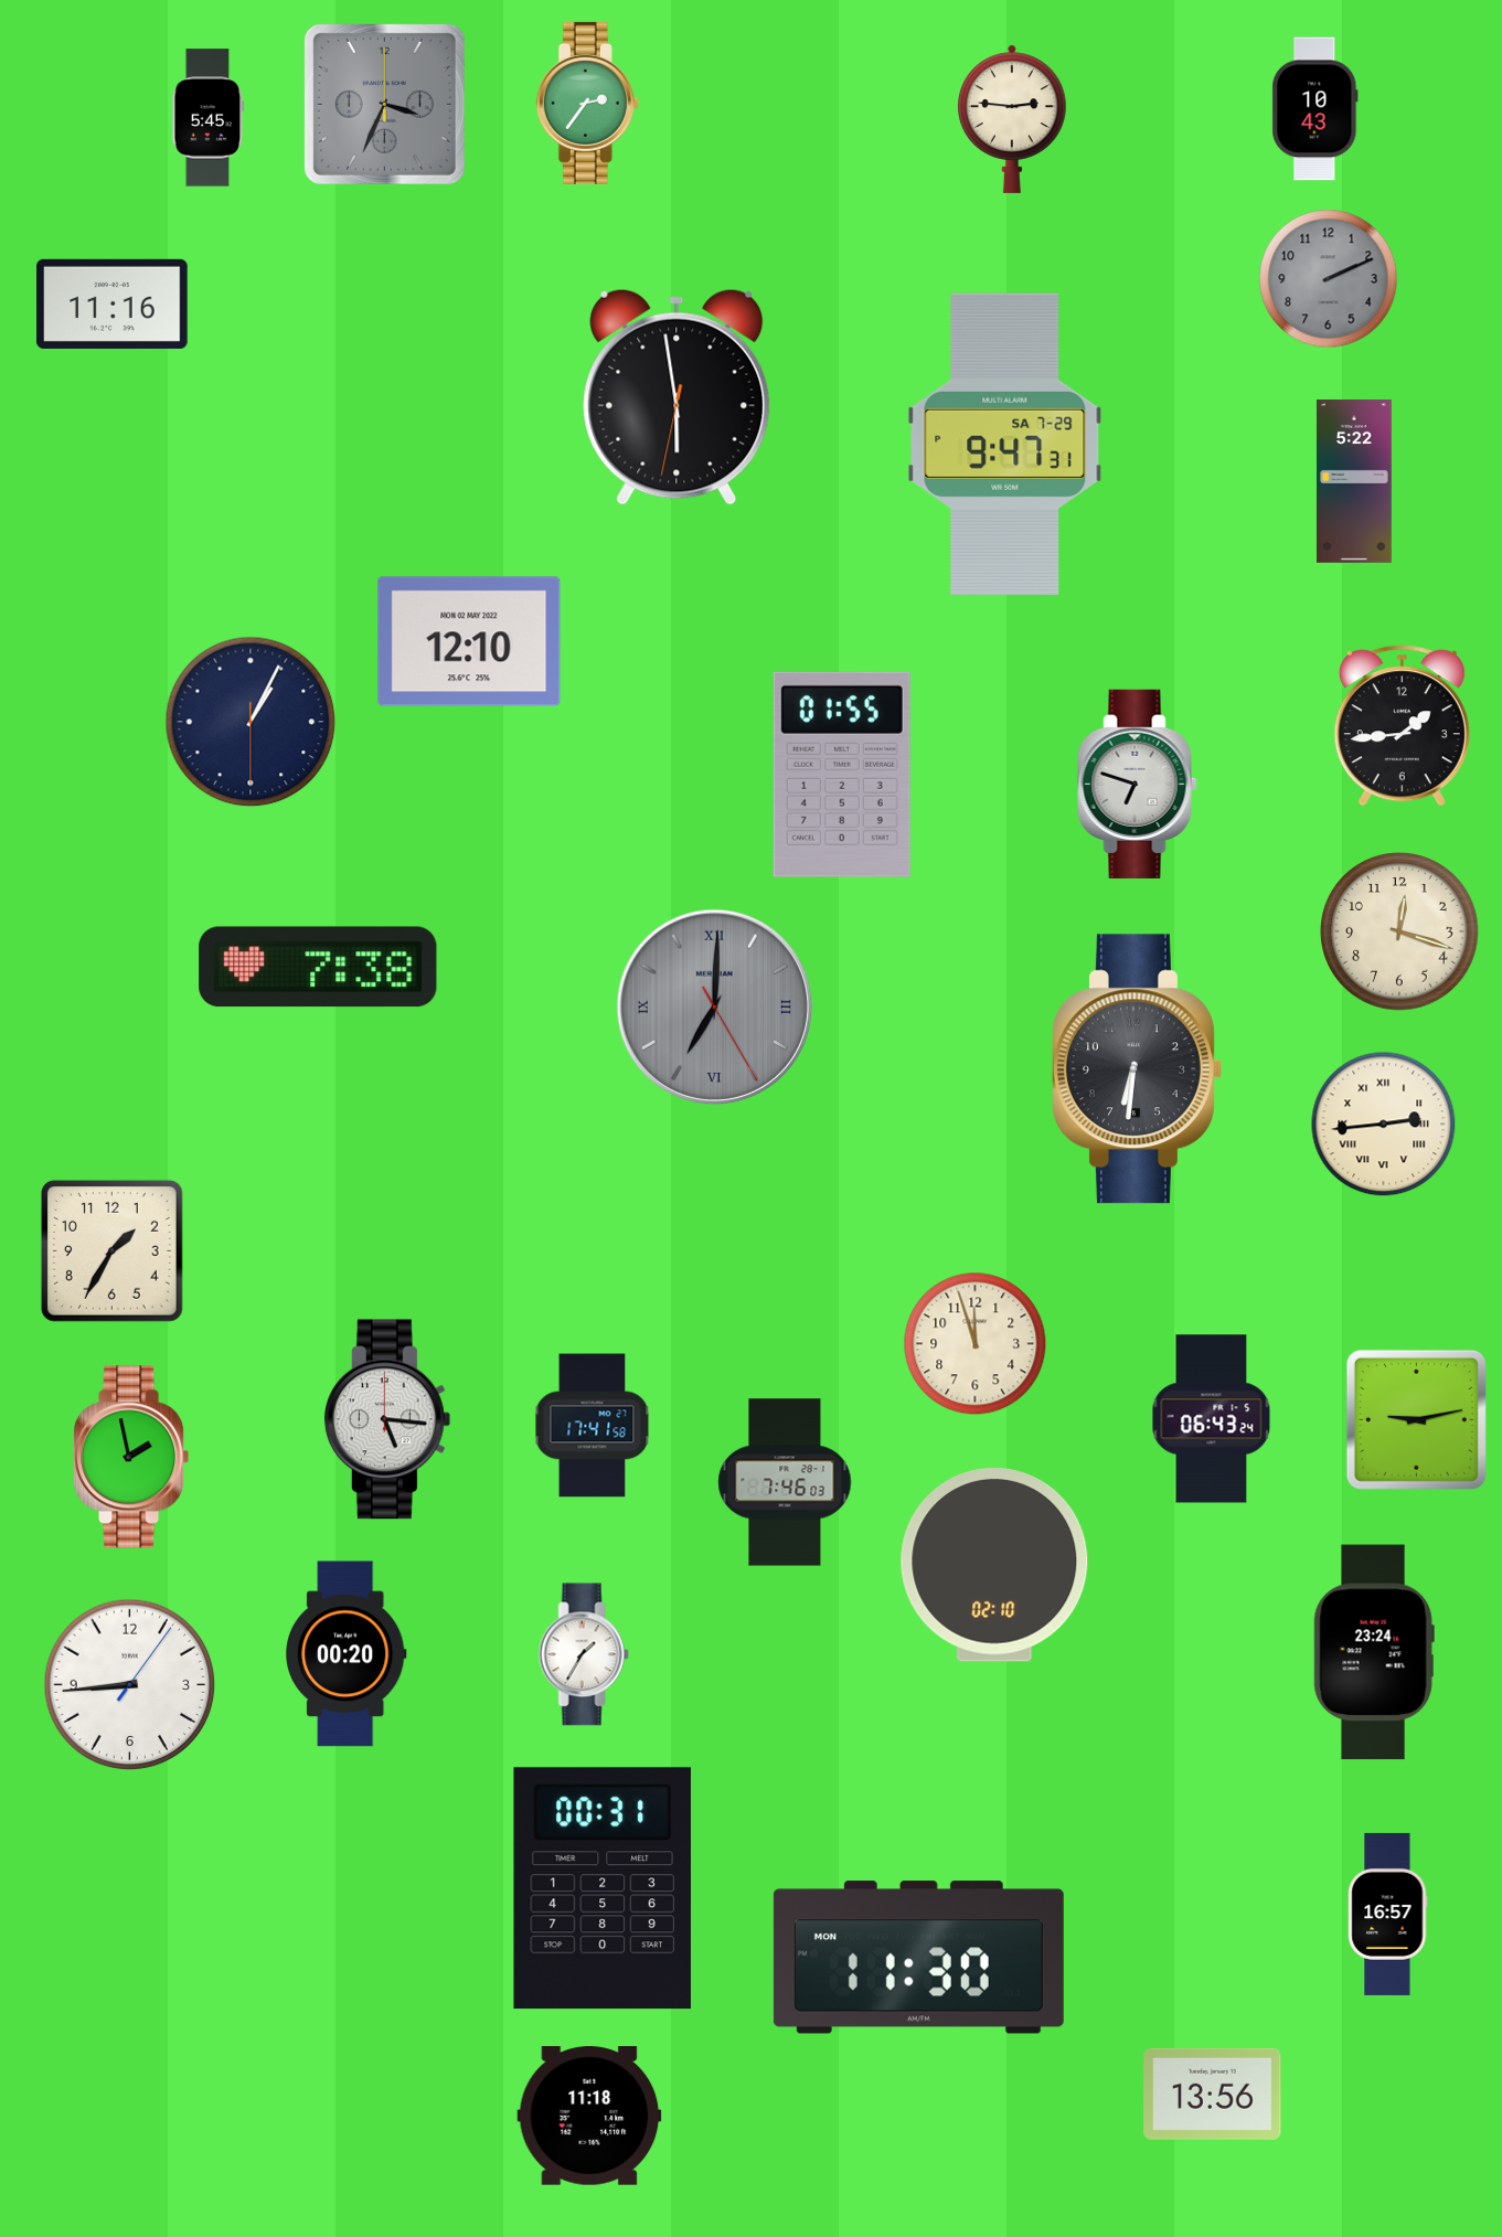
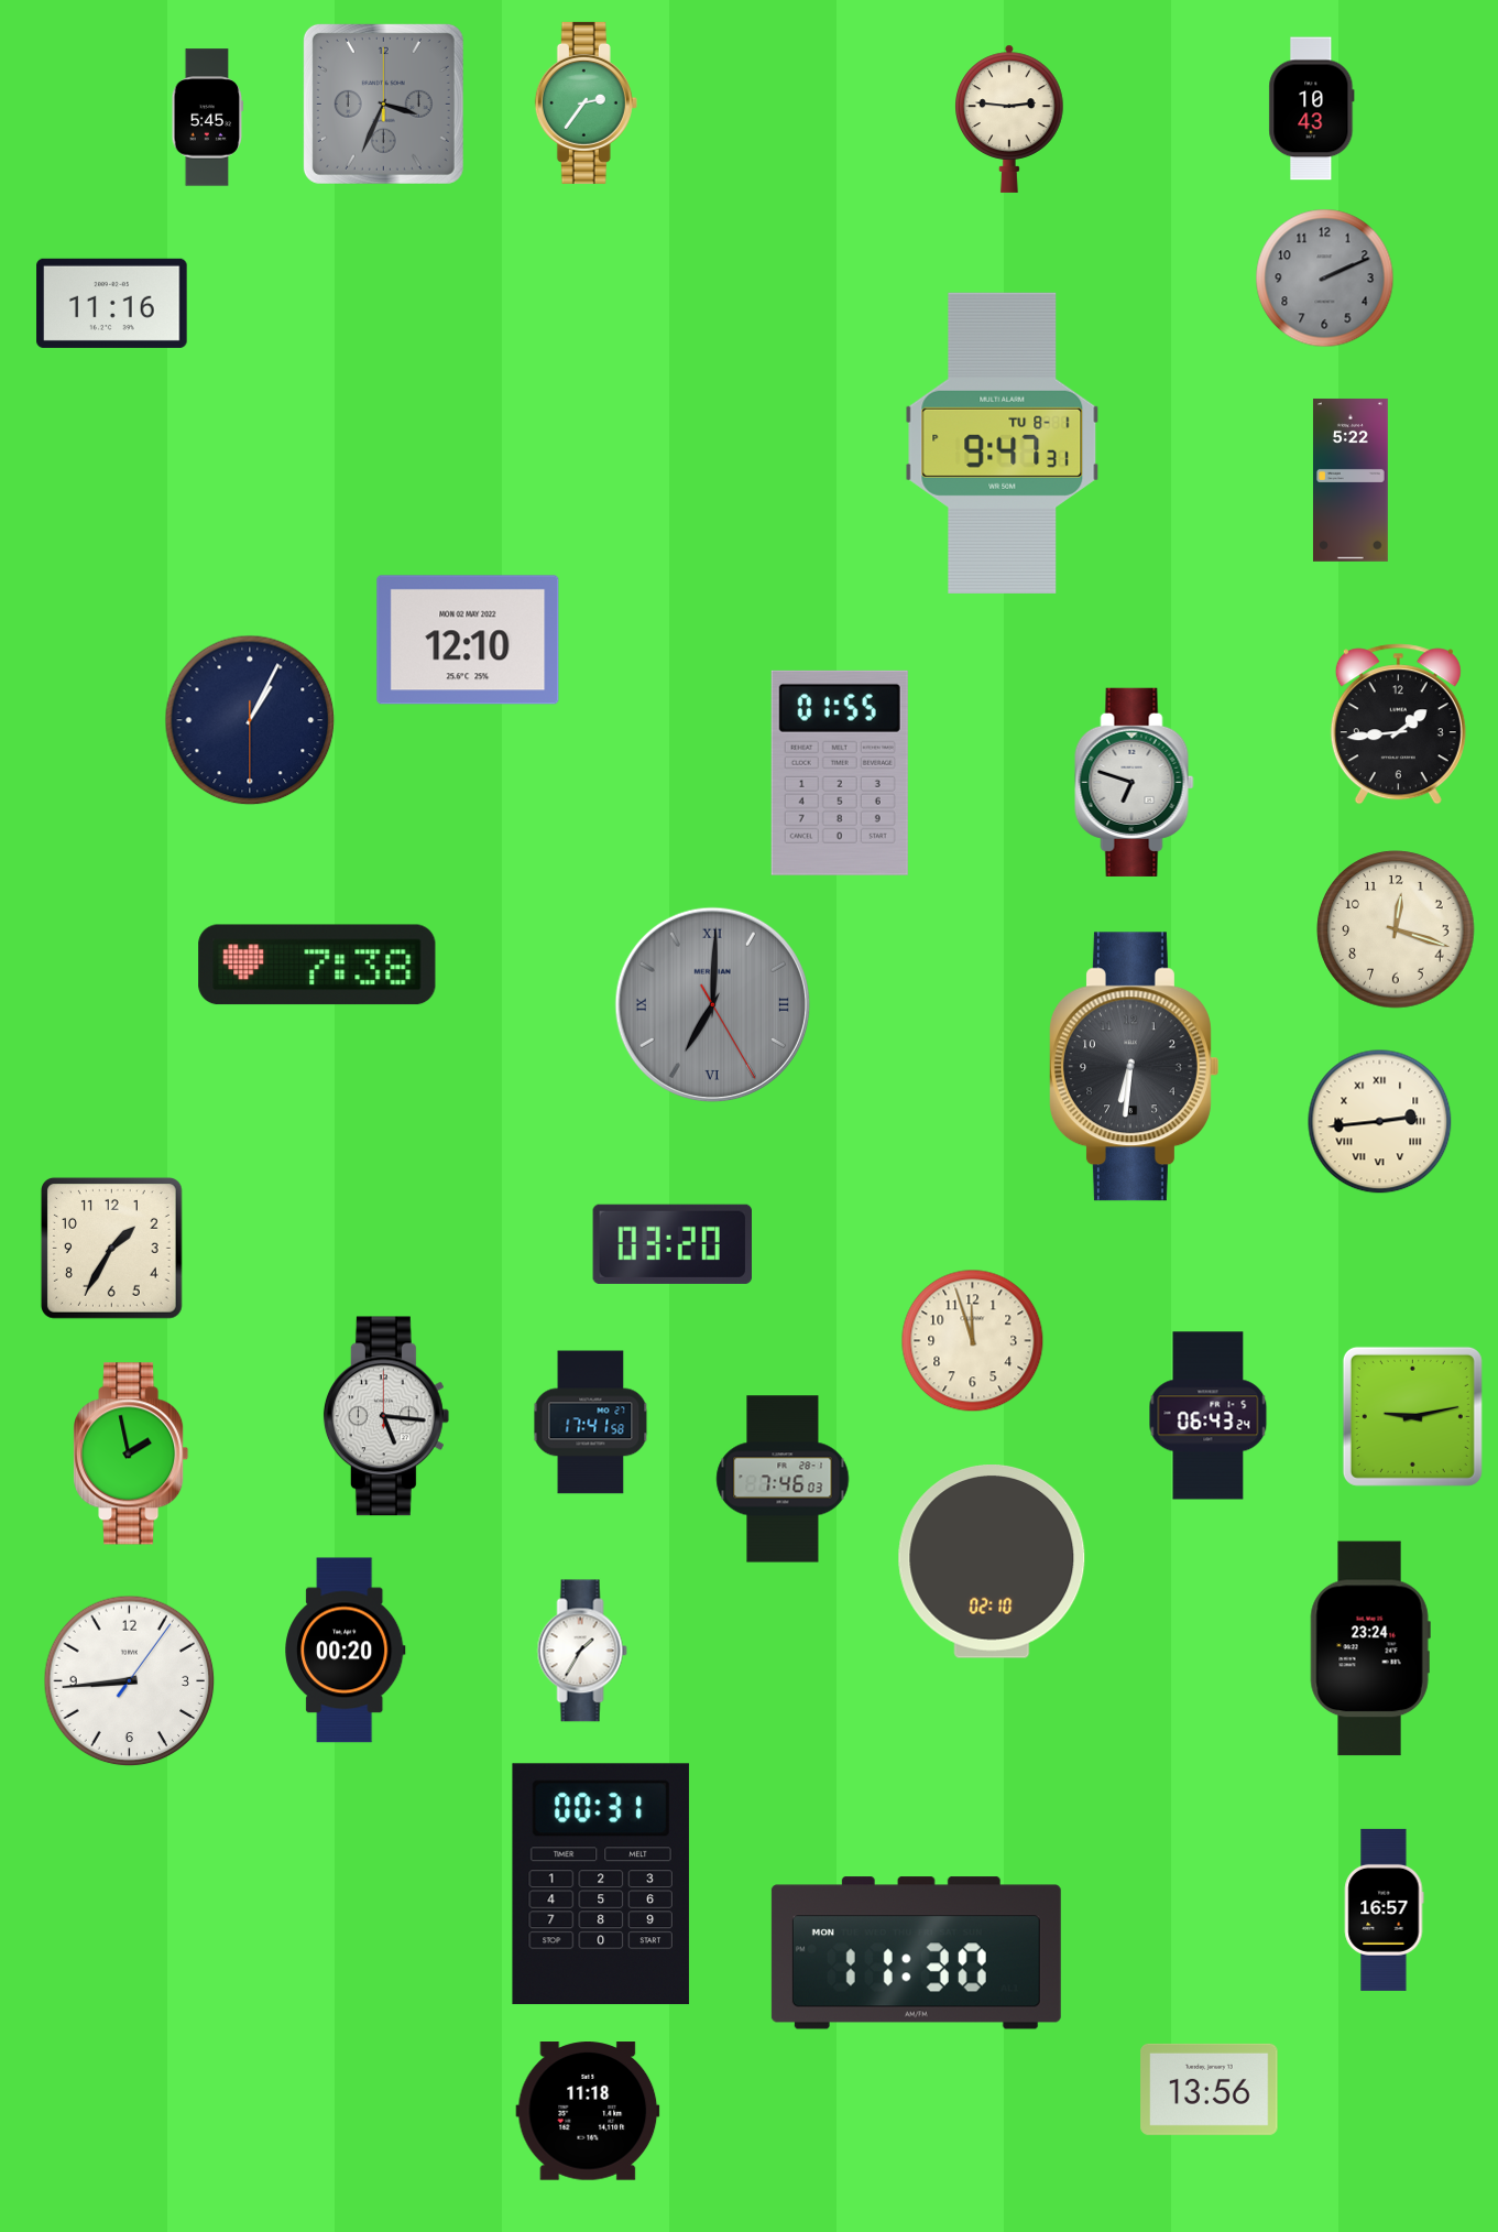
clock at (677, 397): 5:58 -> none
clock at (1005, 444) date: SA 7-29 -> TU 8-1
clock at (671, 1244): none -> 03:20
